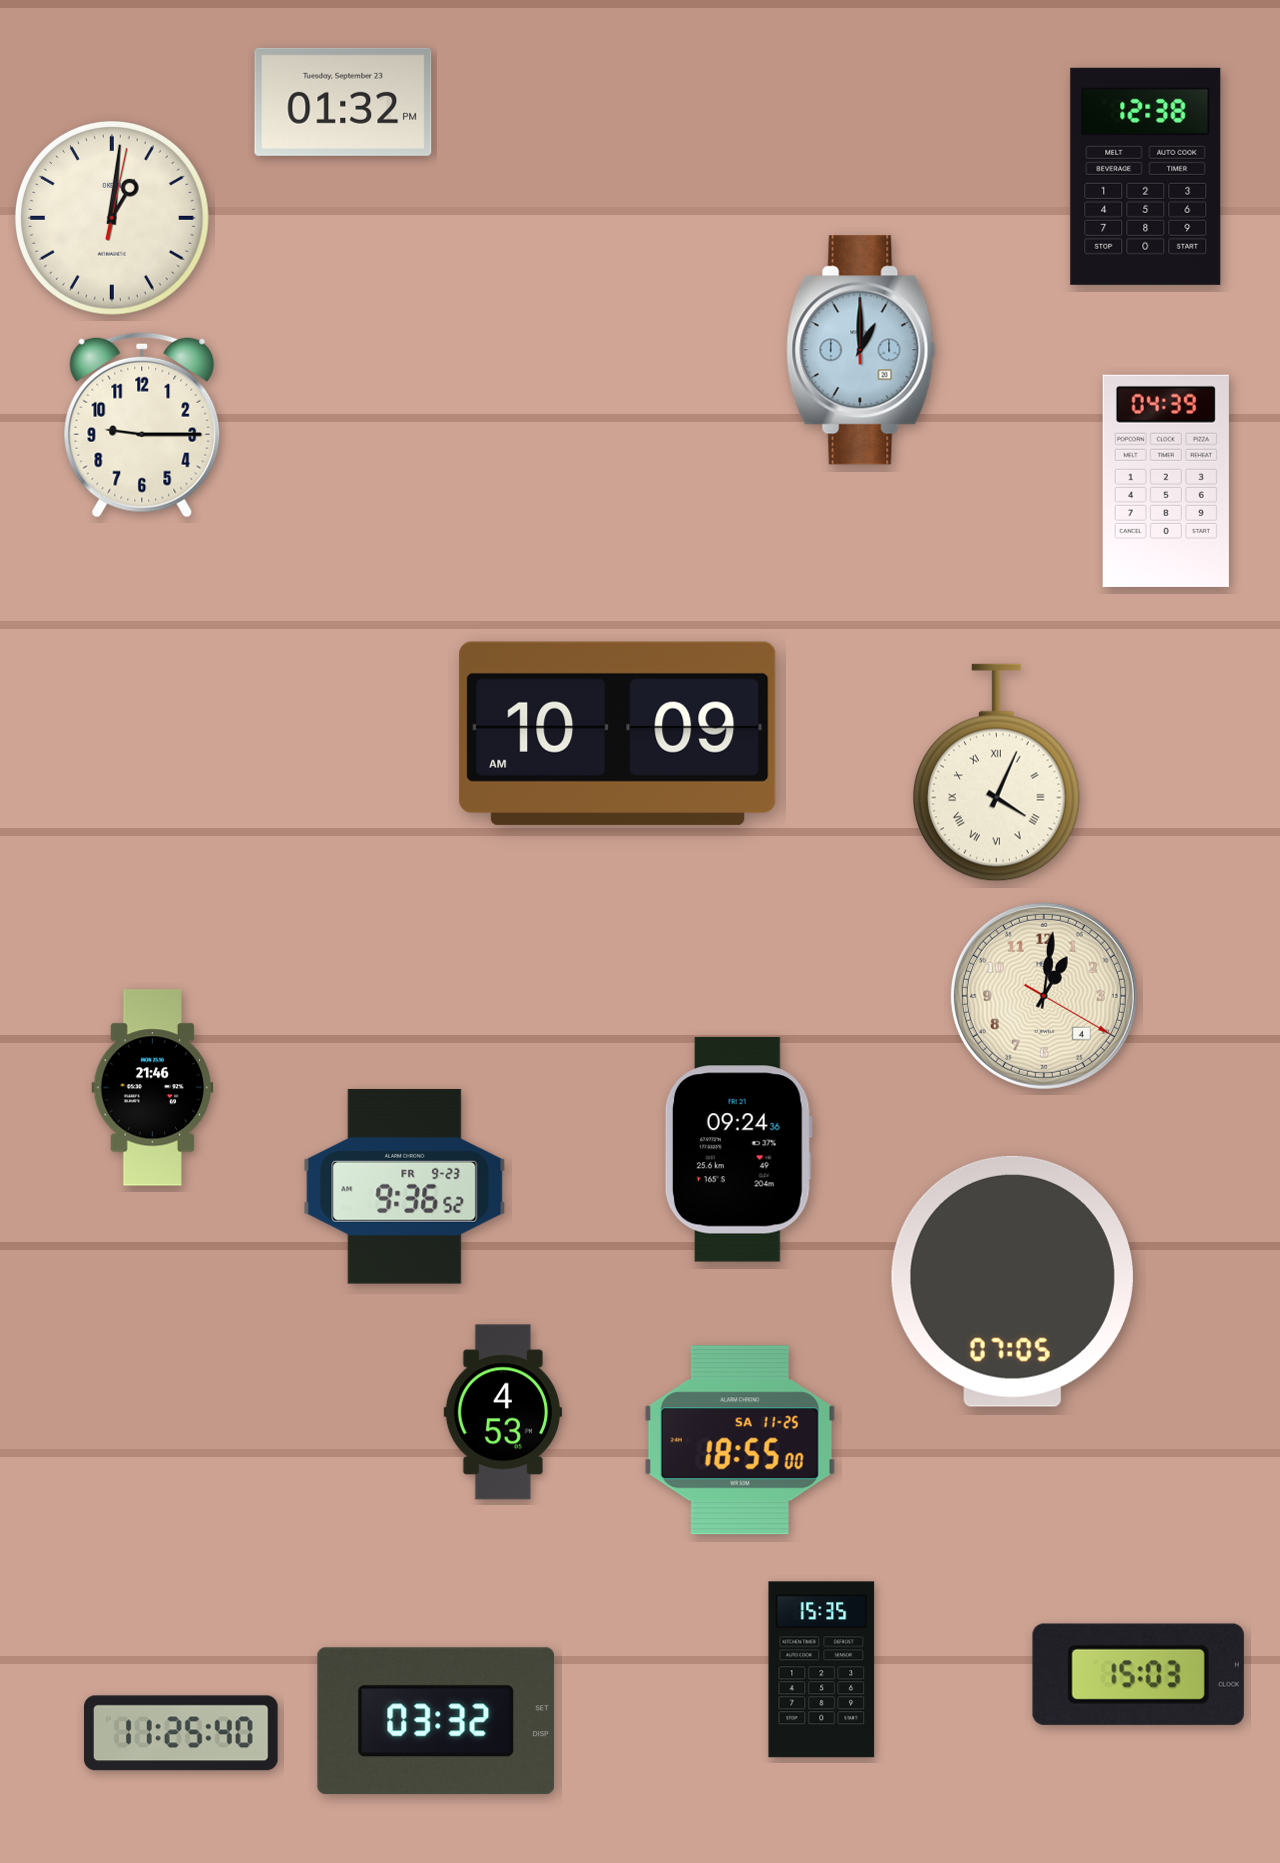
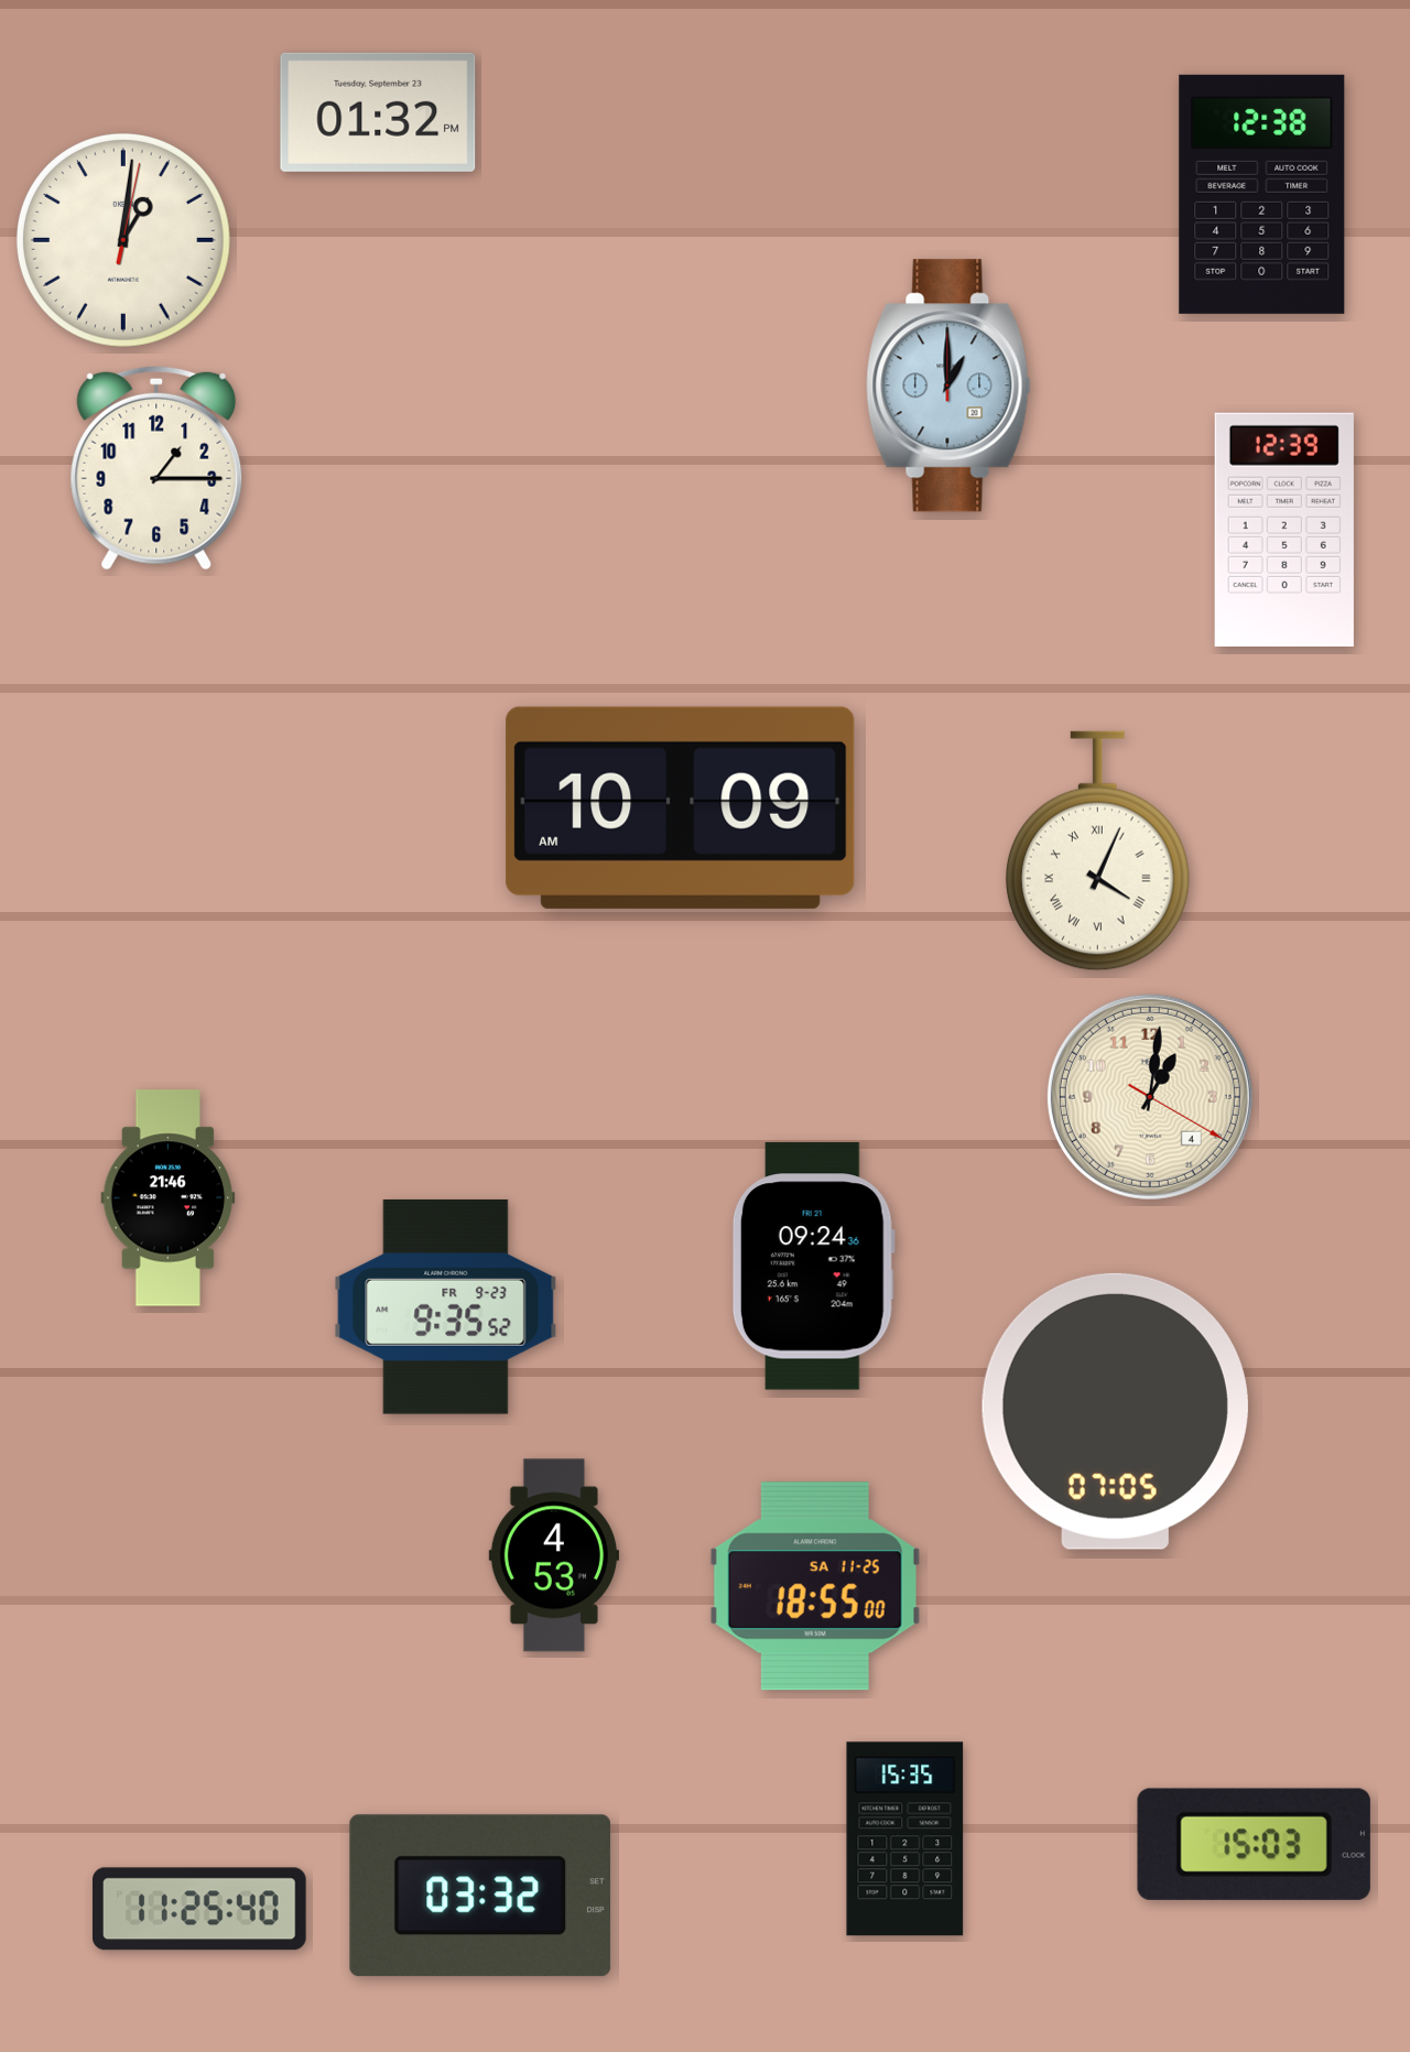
clock at (142, 425): 9:15 -> 1:15
clock at (1166, 481): 04:39 -> 12:39
clock at (405, 1187): 9:36 -> 9:35
